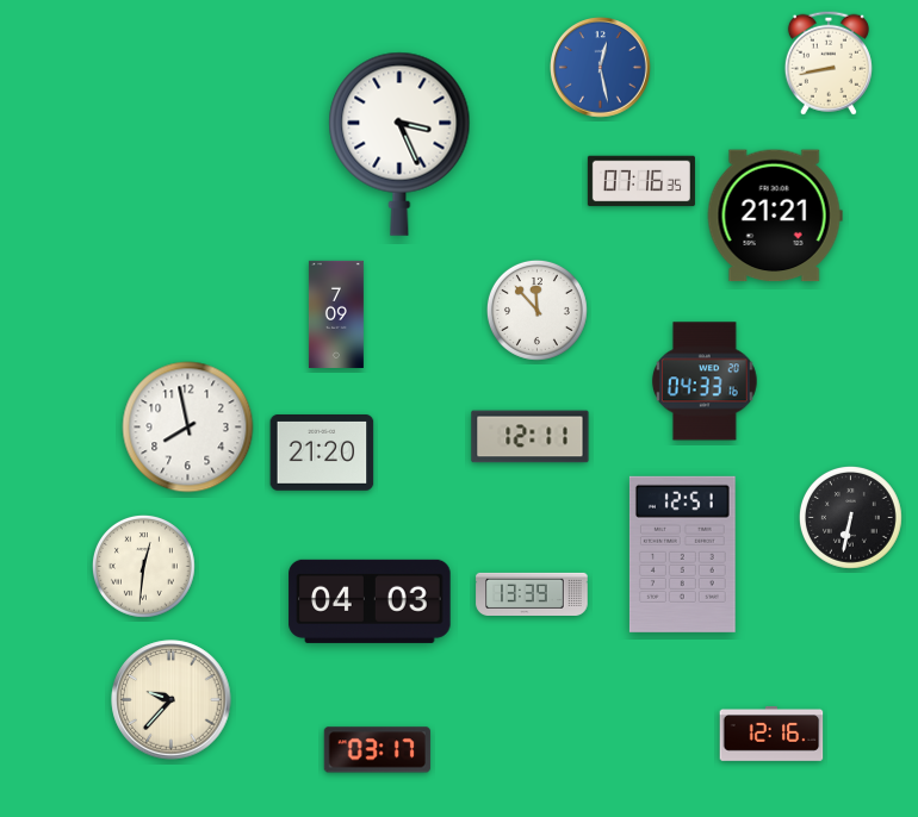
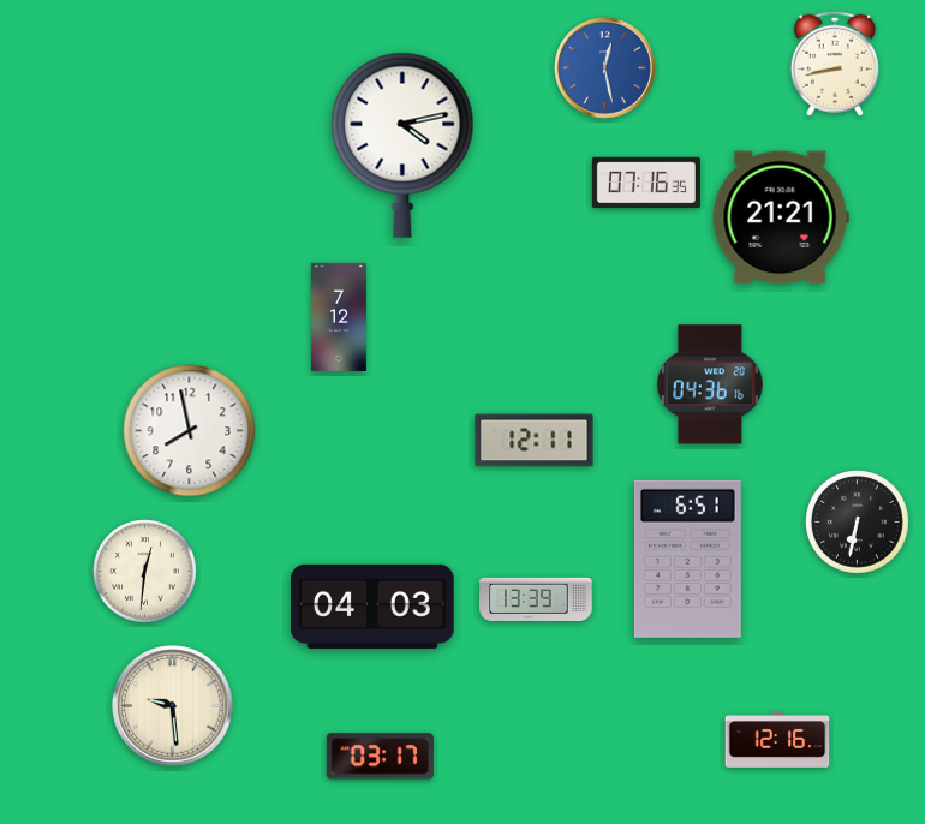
clock at (399, 144): 3:26 -> 4:13
clock at (536, 310): 11:53 -> none
clock at (336, 314): 7:09 -> 7:12
clock at (705, 381): 04:33 -> 04:36
clock at (322, 454): 21:20 -> none
clock at (682, 554): 12:51 -> 6:51
clock at (172, 700): 9:37 -> 9:29
